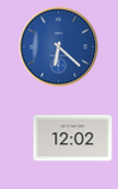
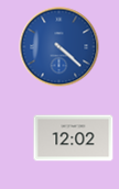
clock at (59, 47): 6:22 -> 4:22
